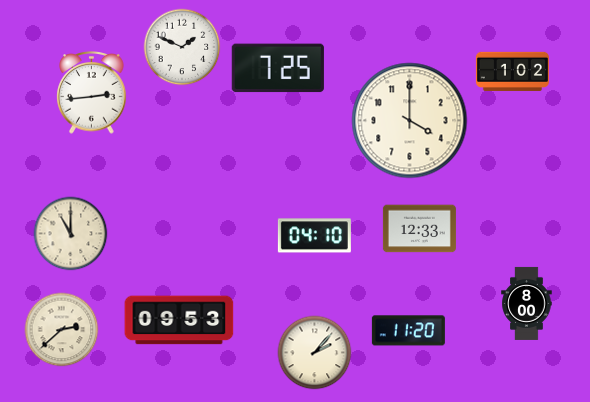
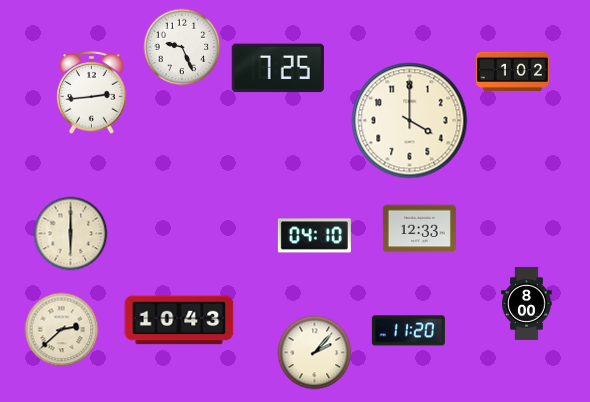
clock at (182, 47): 1:49 -> 9:26
clock at (71, 234): 11:00 -> 6:00
clock at (179, 320): 09:53 -> 10:43
